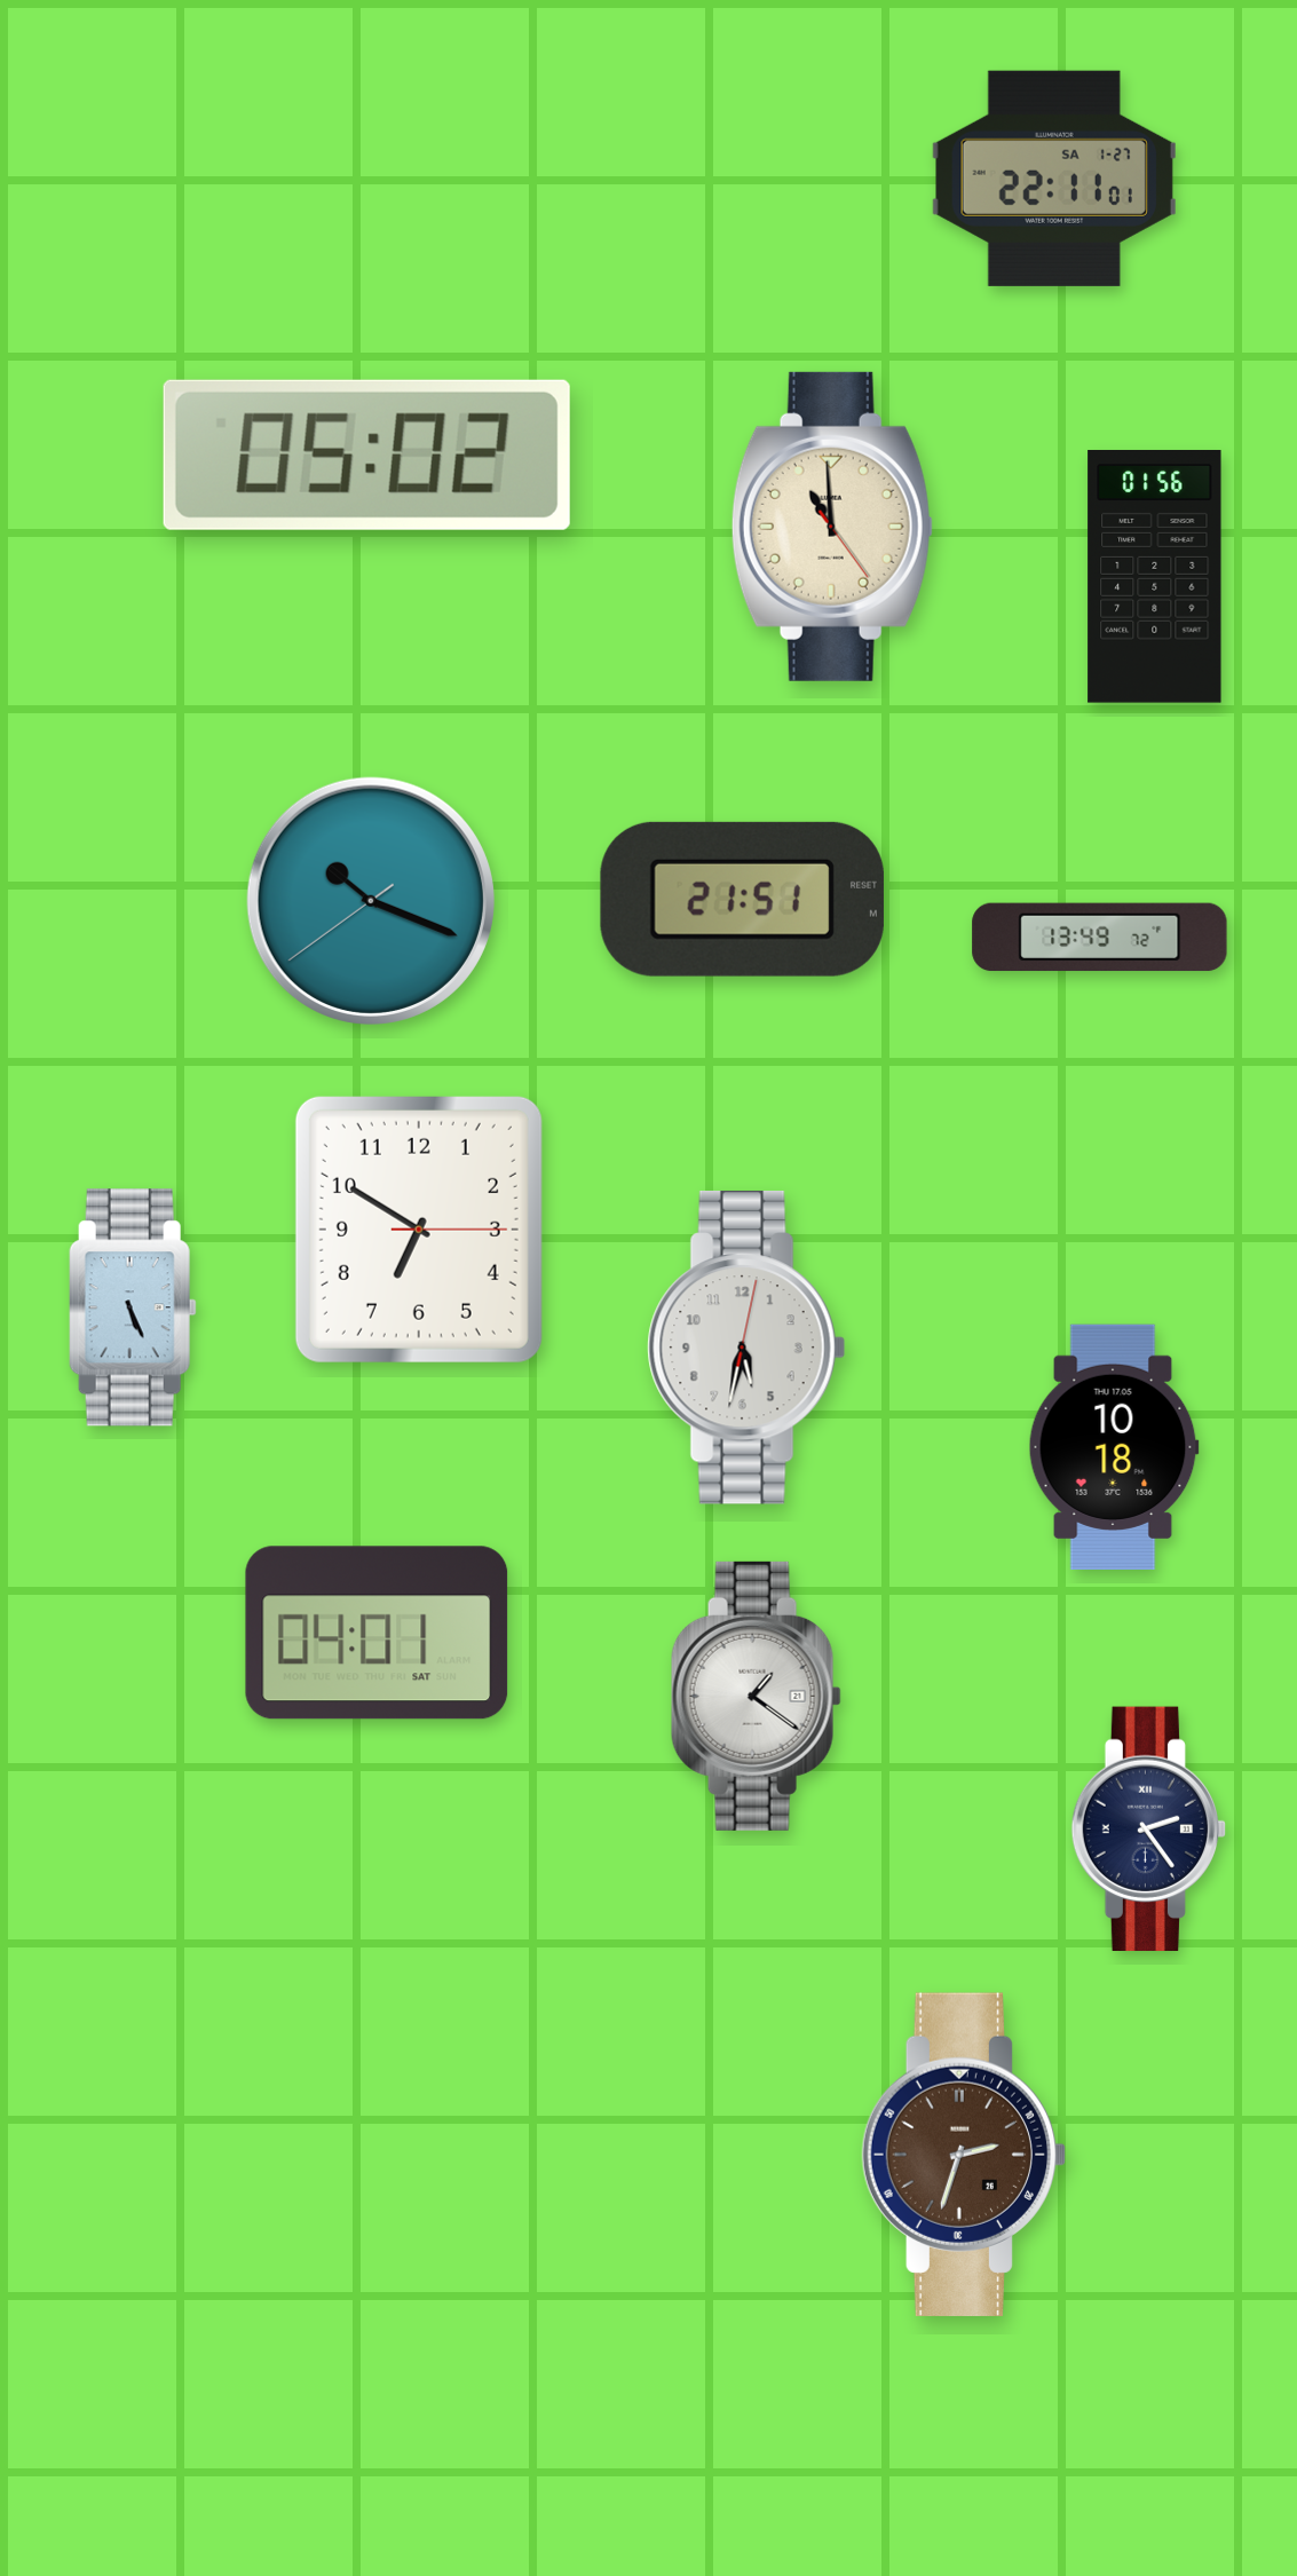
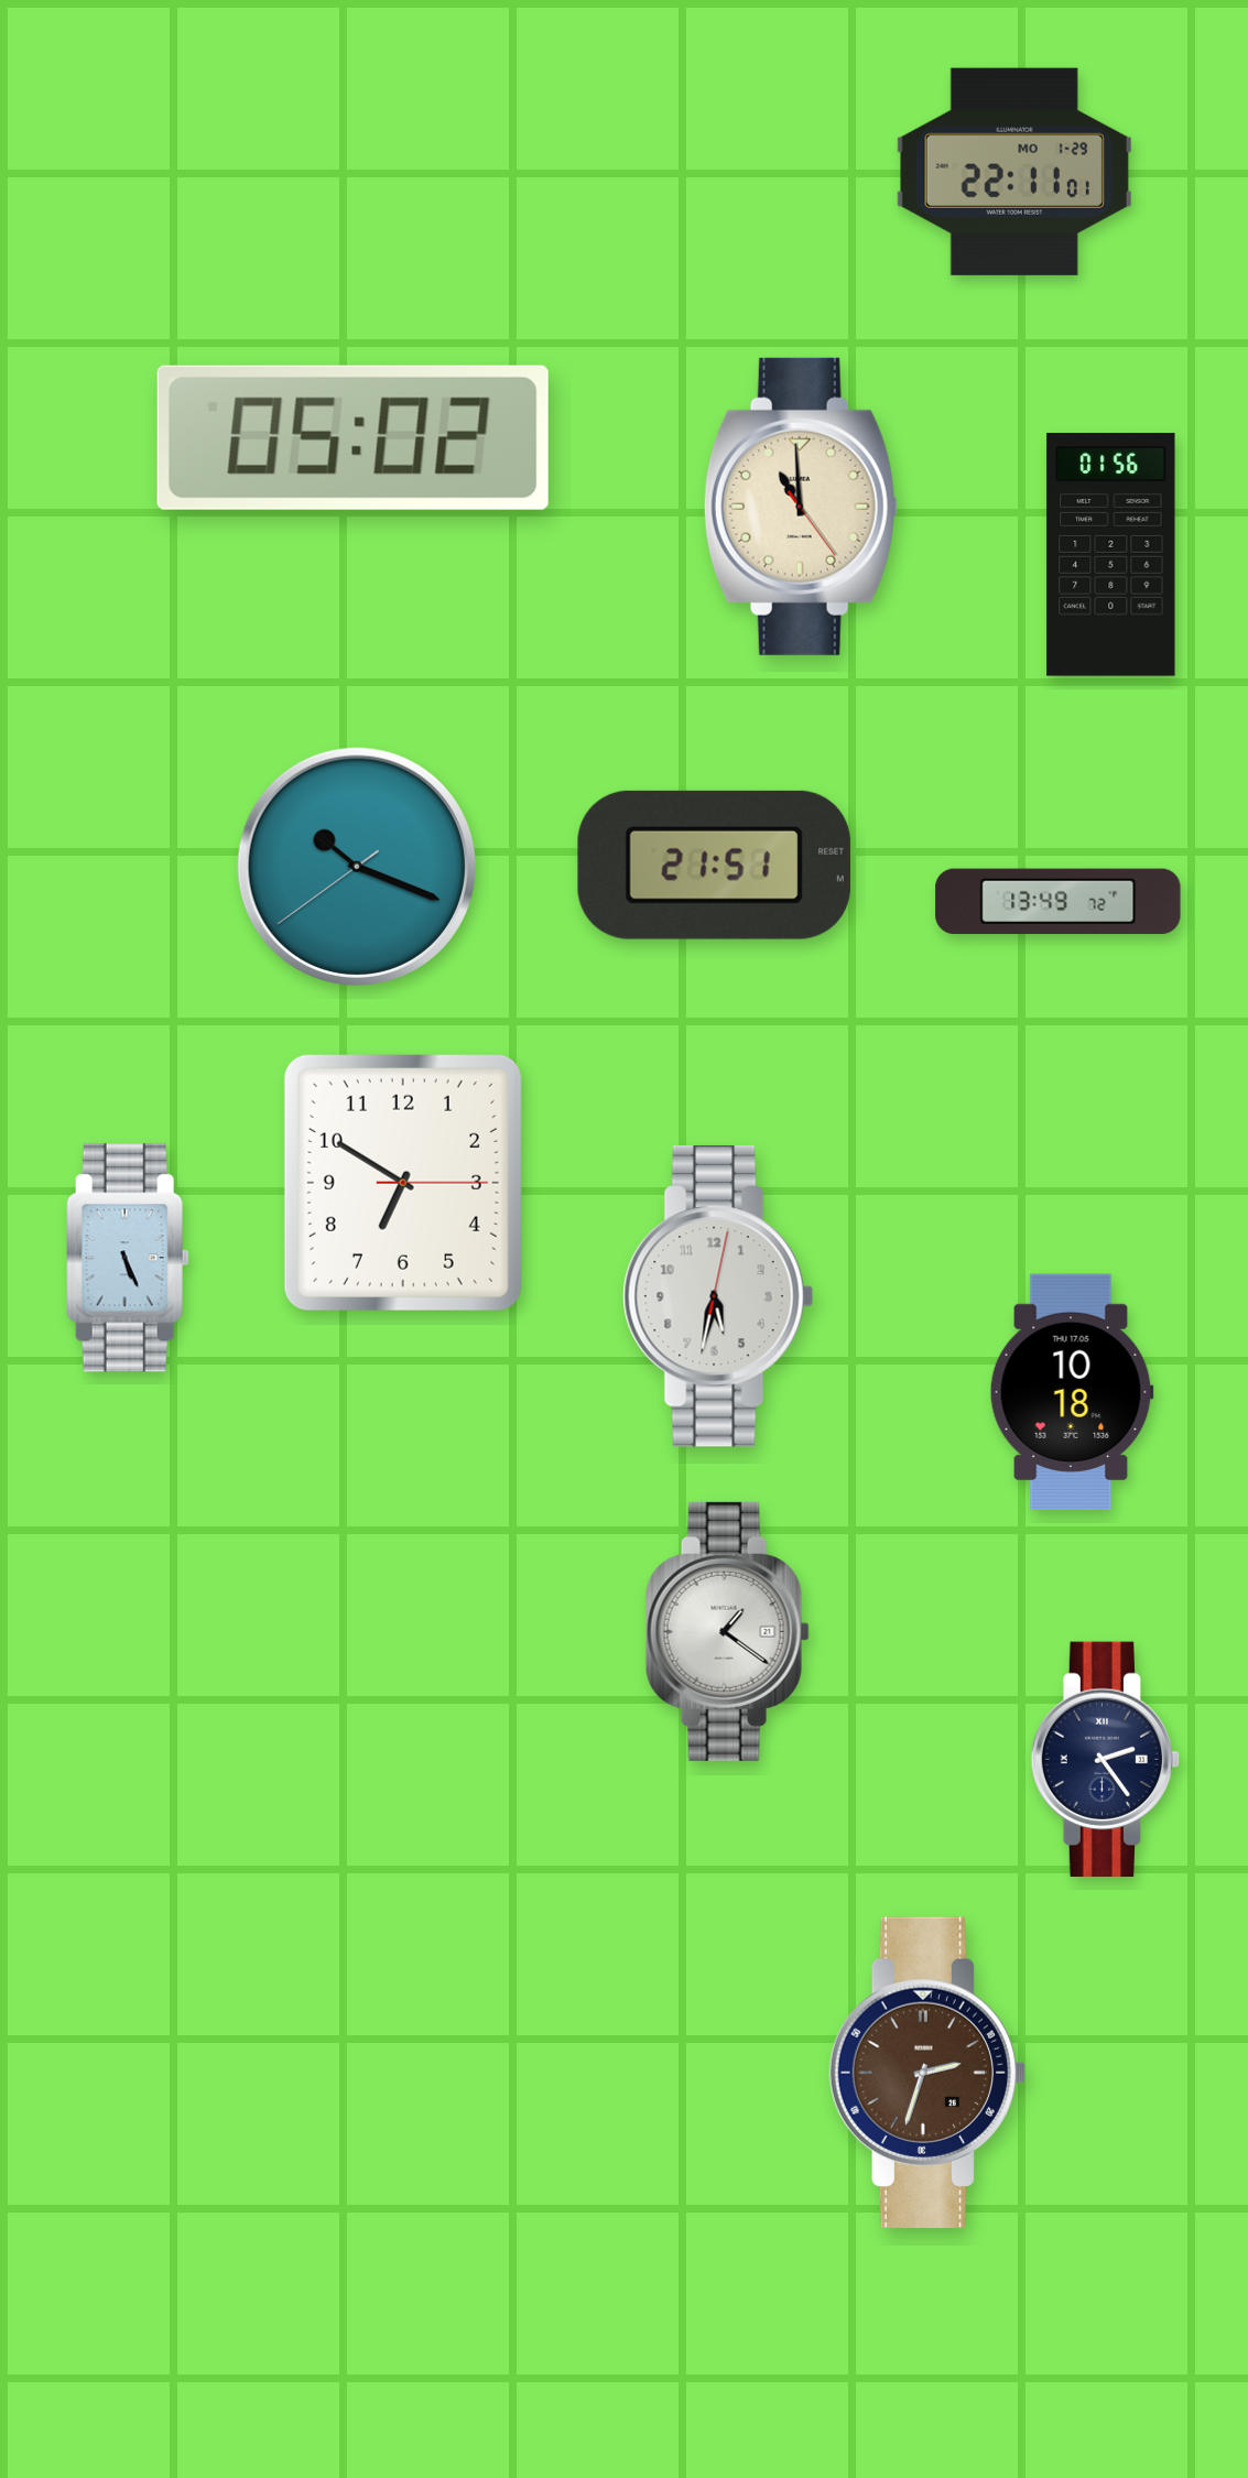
clock at (1054, 179) date: SA 1-27 -> MO 1-29
clock at (377, 1633): 04:01 -> none
